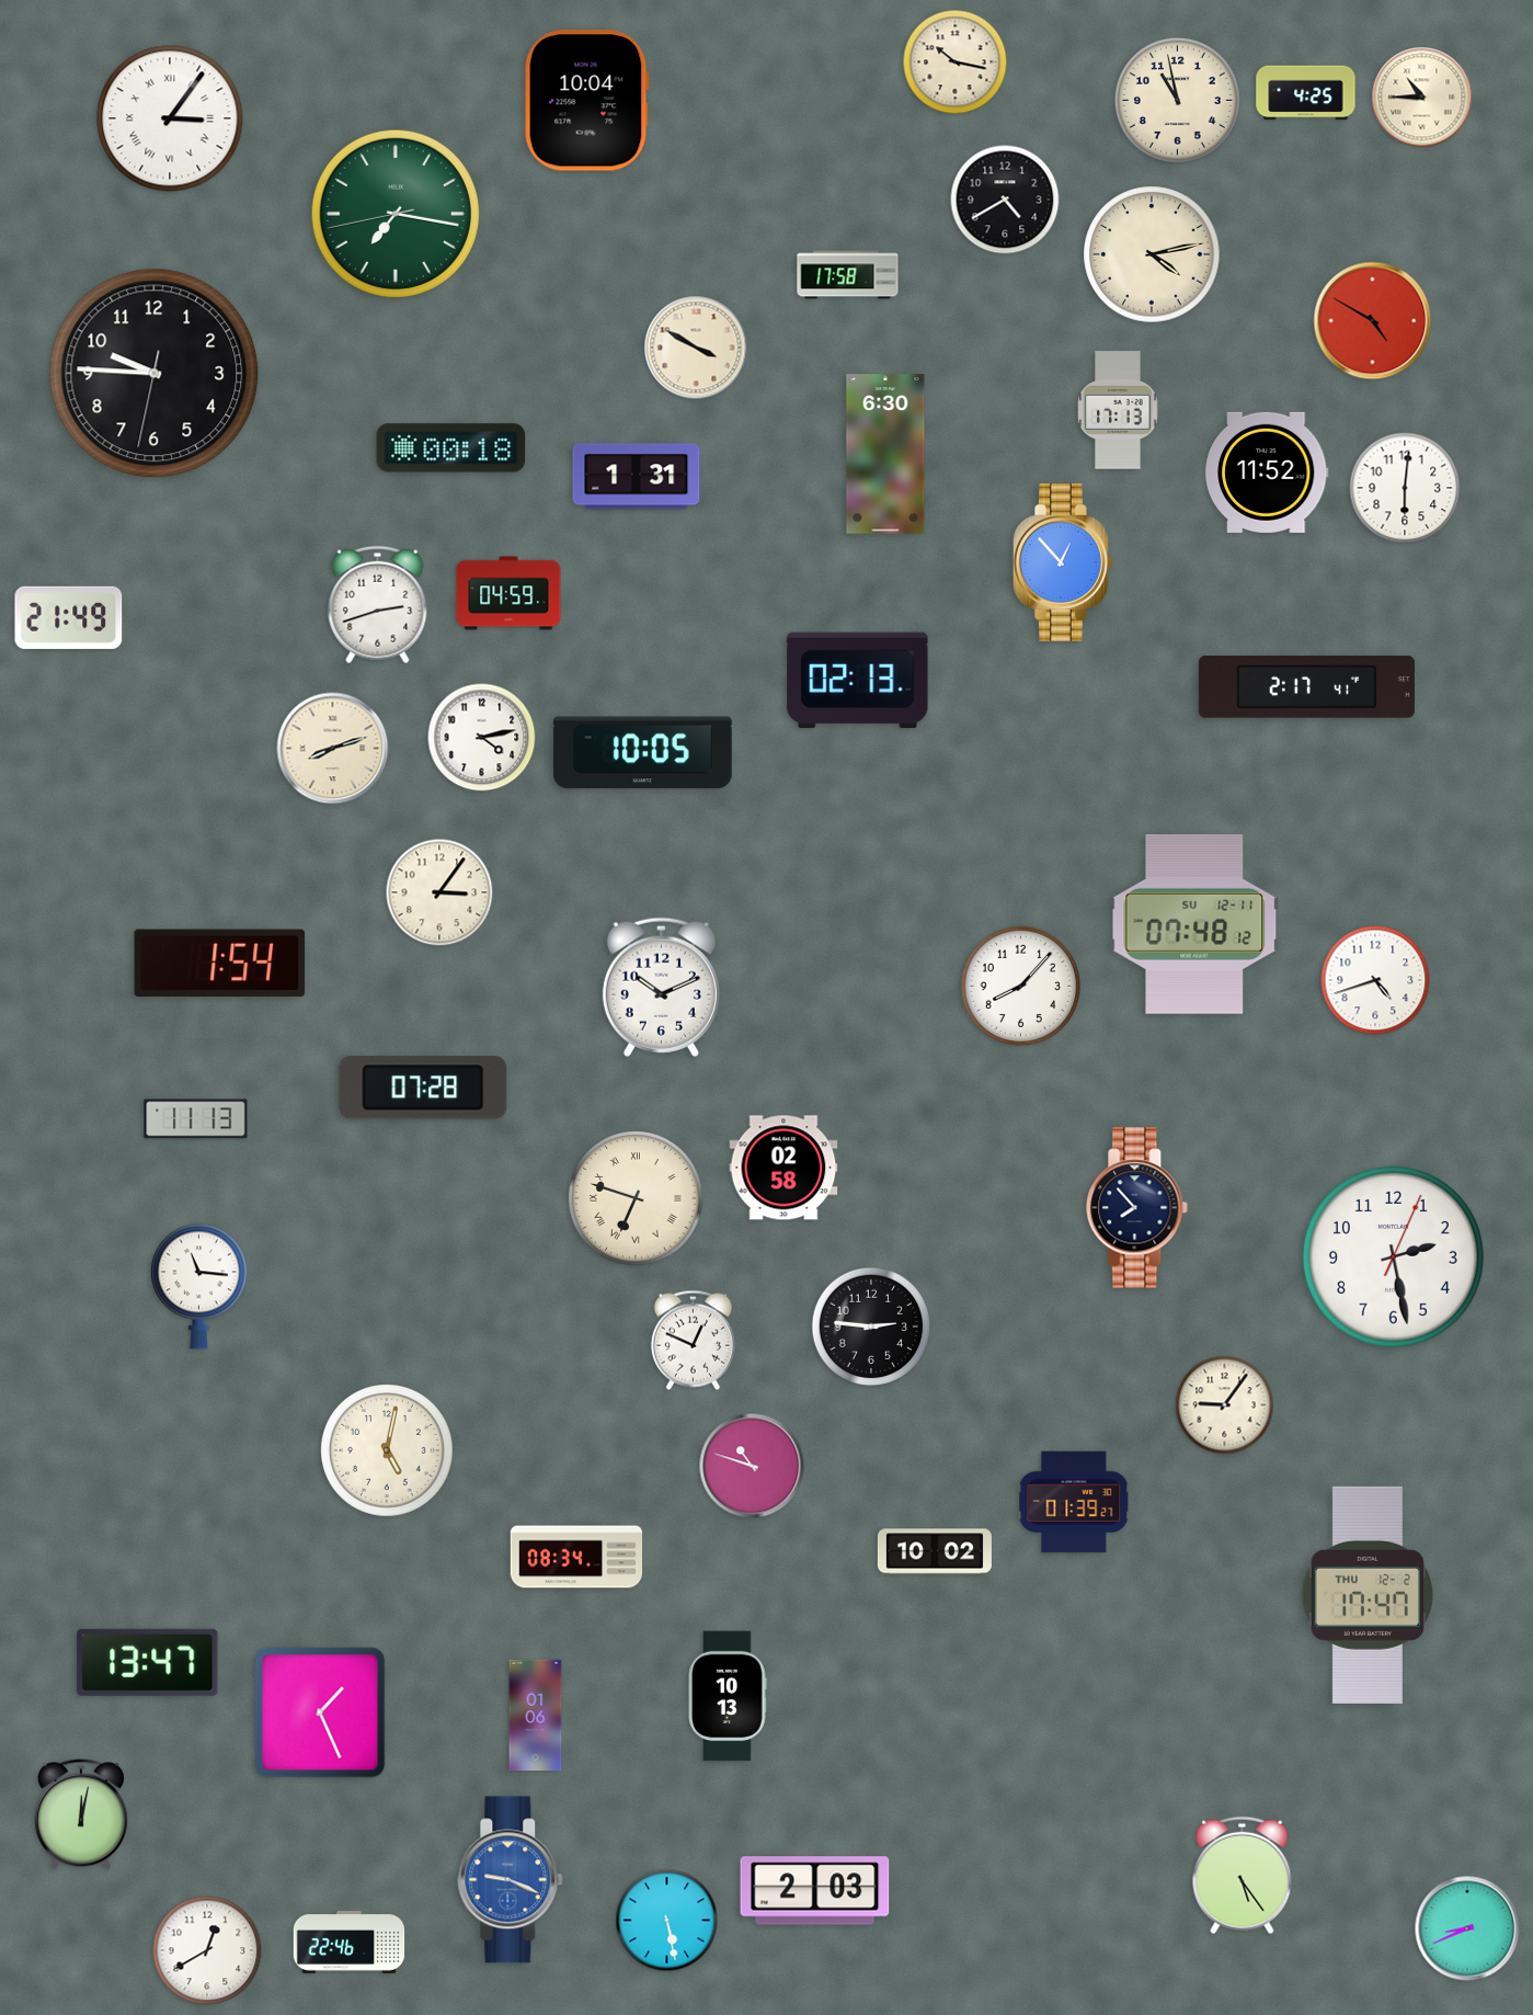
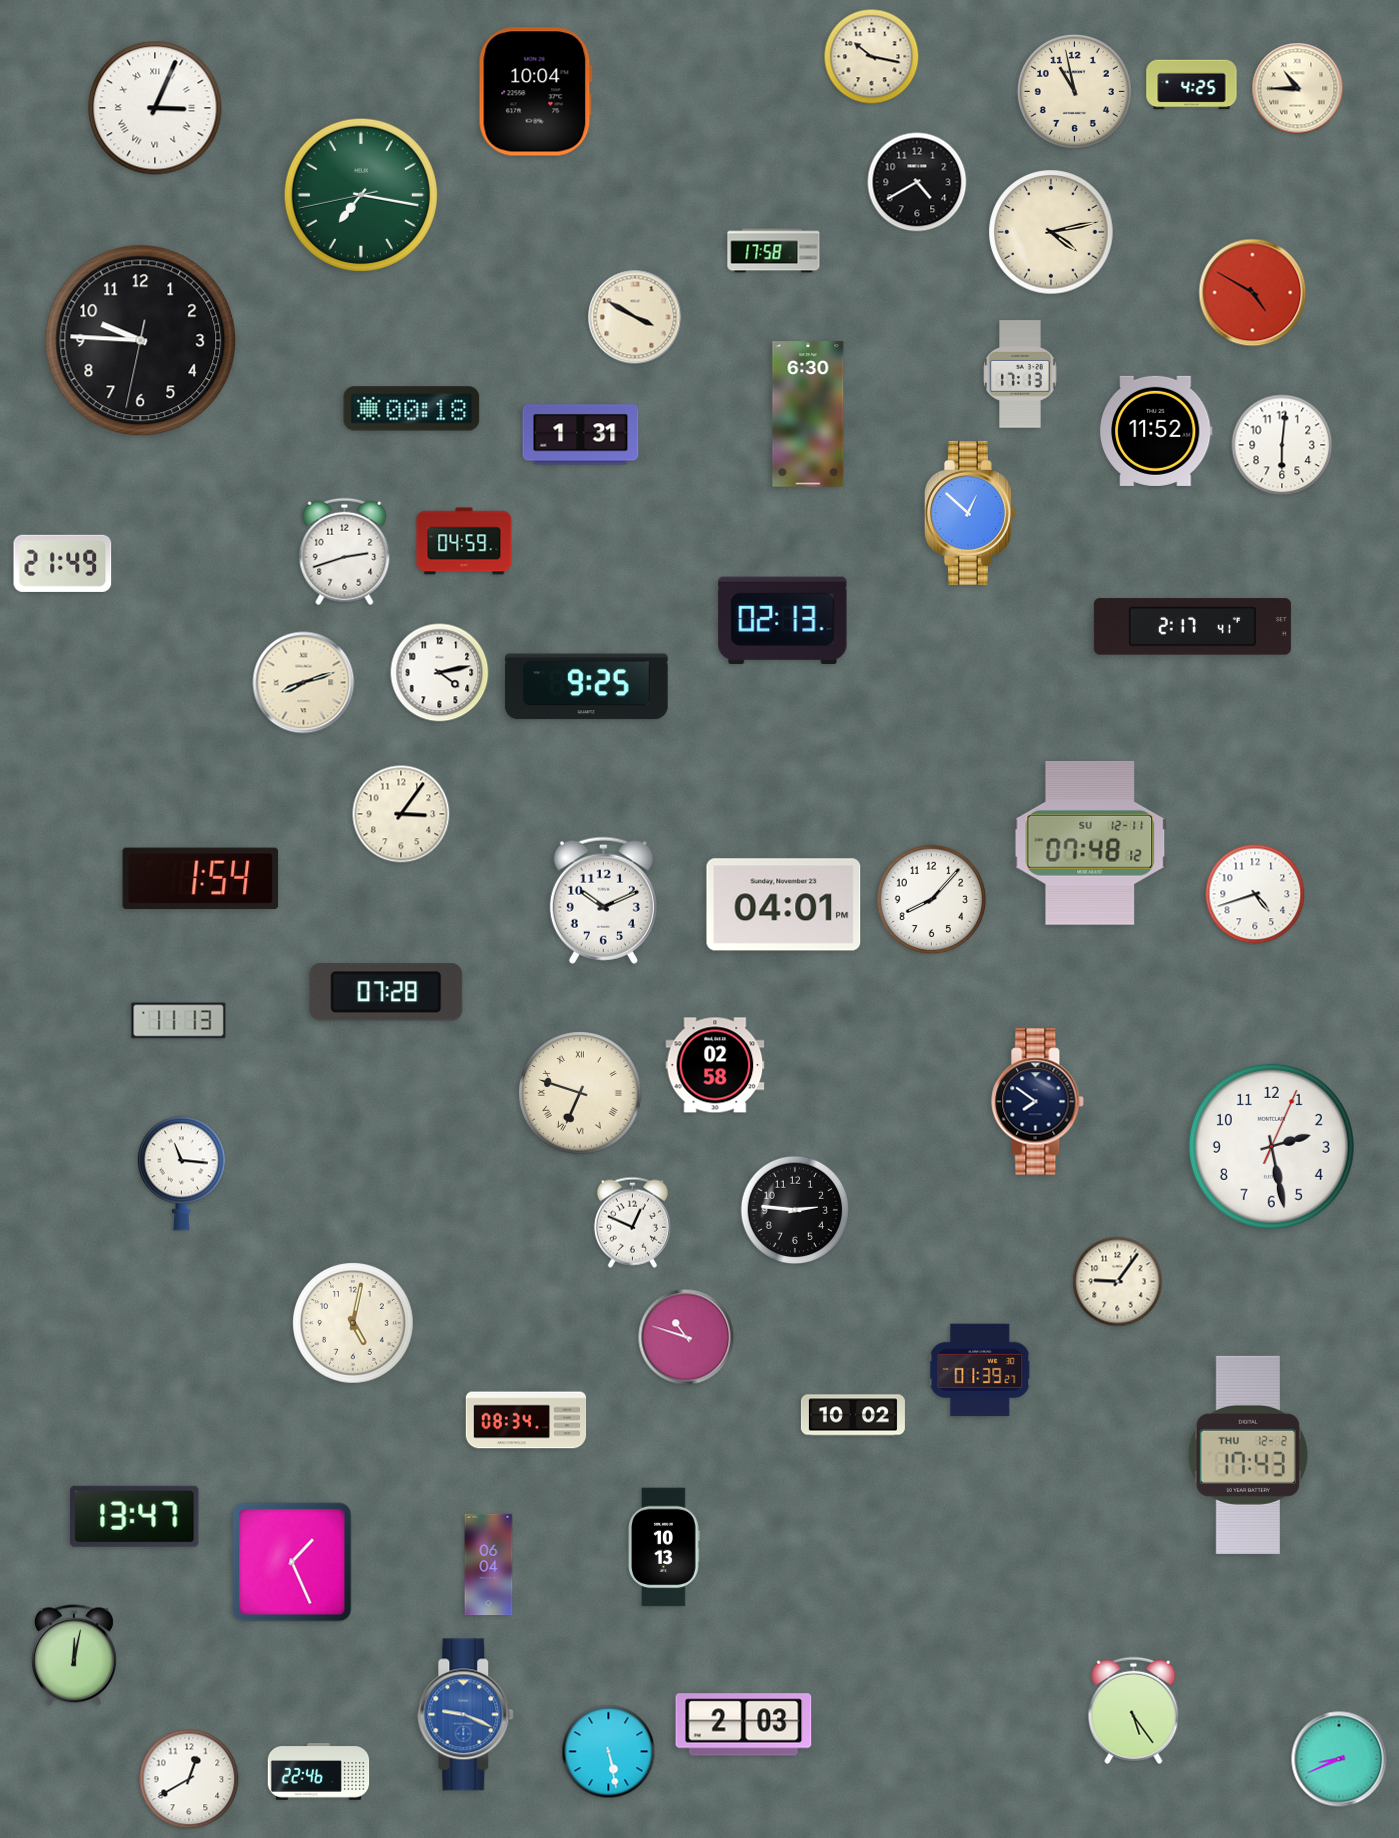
clock at (170, 118): 3:06 -> 3:04
clock at (1063, 562): 12:53 -> 12:52
clock at (642, 753): 10:05 -> 9:25
clock at (784, 905): none -> 04:01
clock at (1137, 1208): 7:53 -> 7:51
clock at (1368, 1595): 17:47 -> 17:43
clock at (536, 1716): 01:06 -> 06:04
